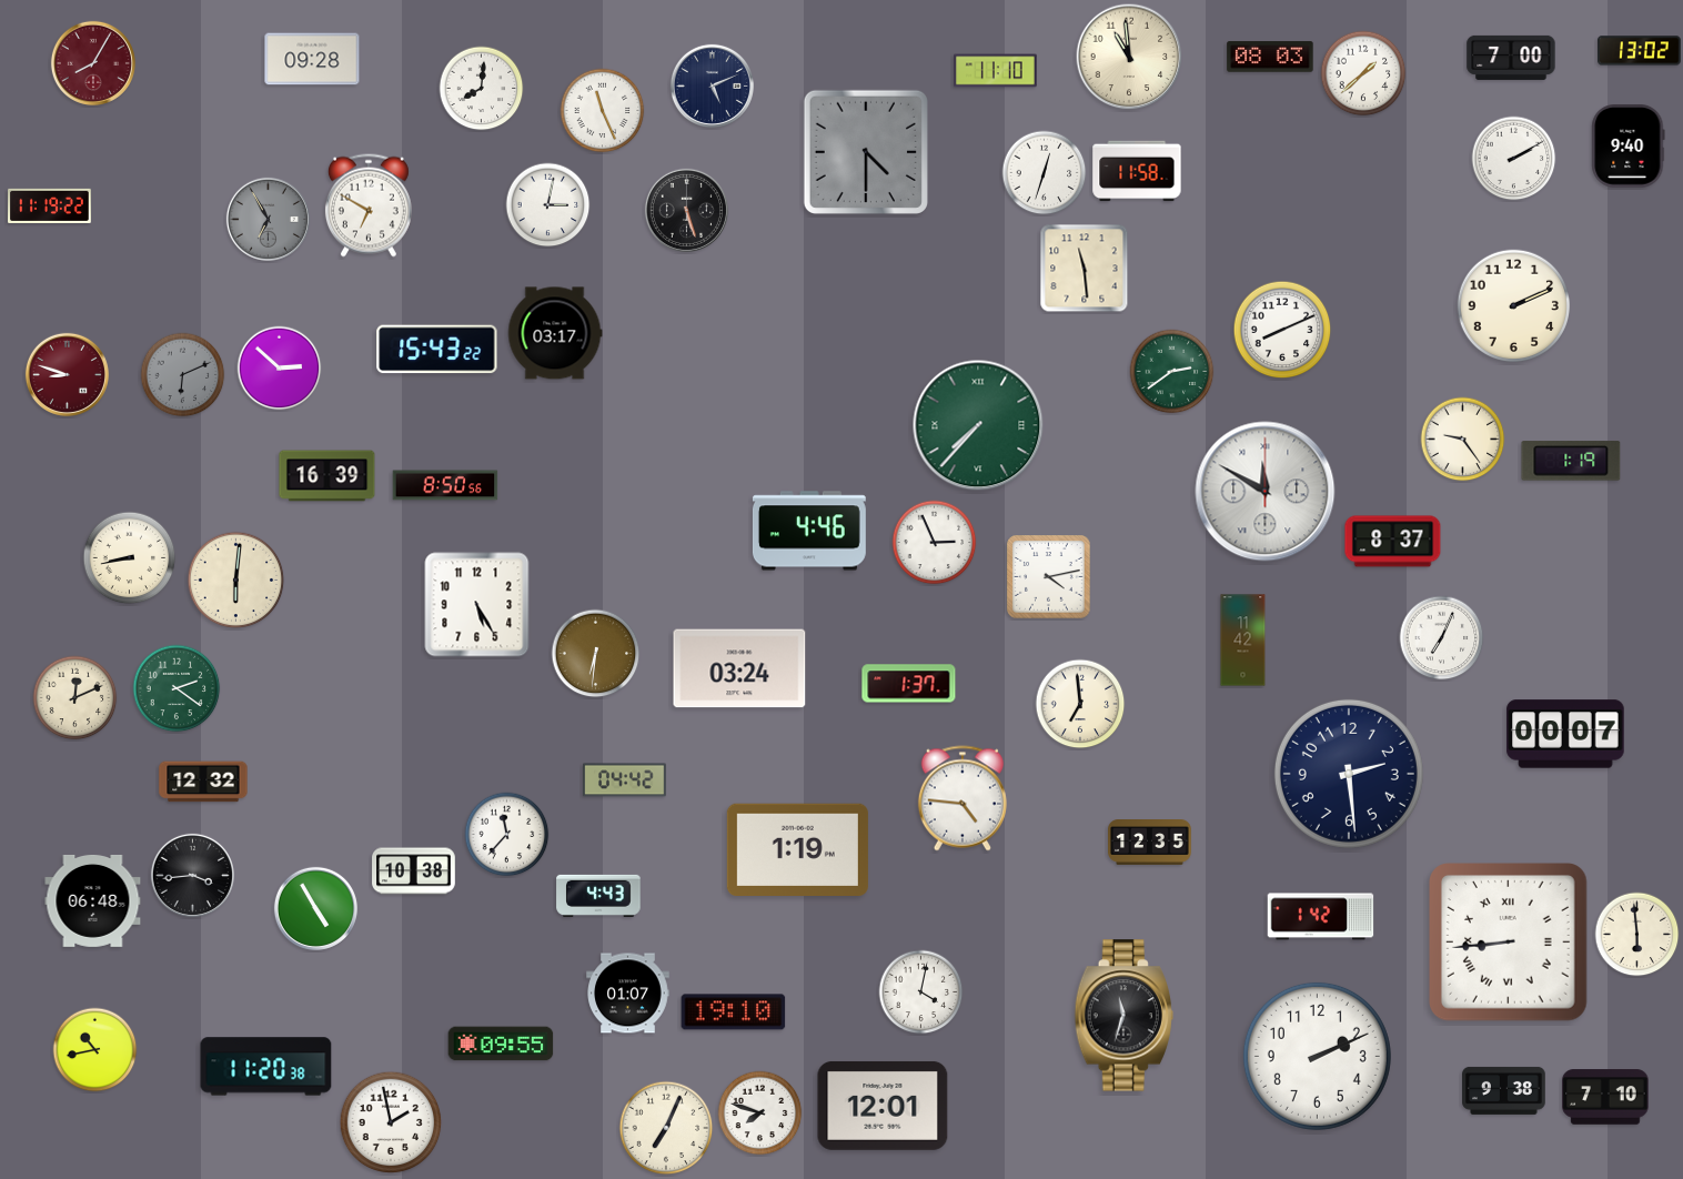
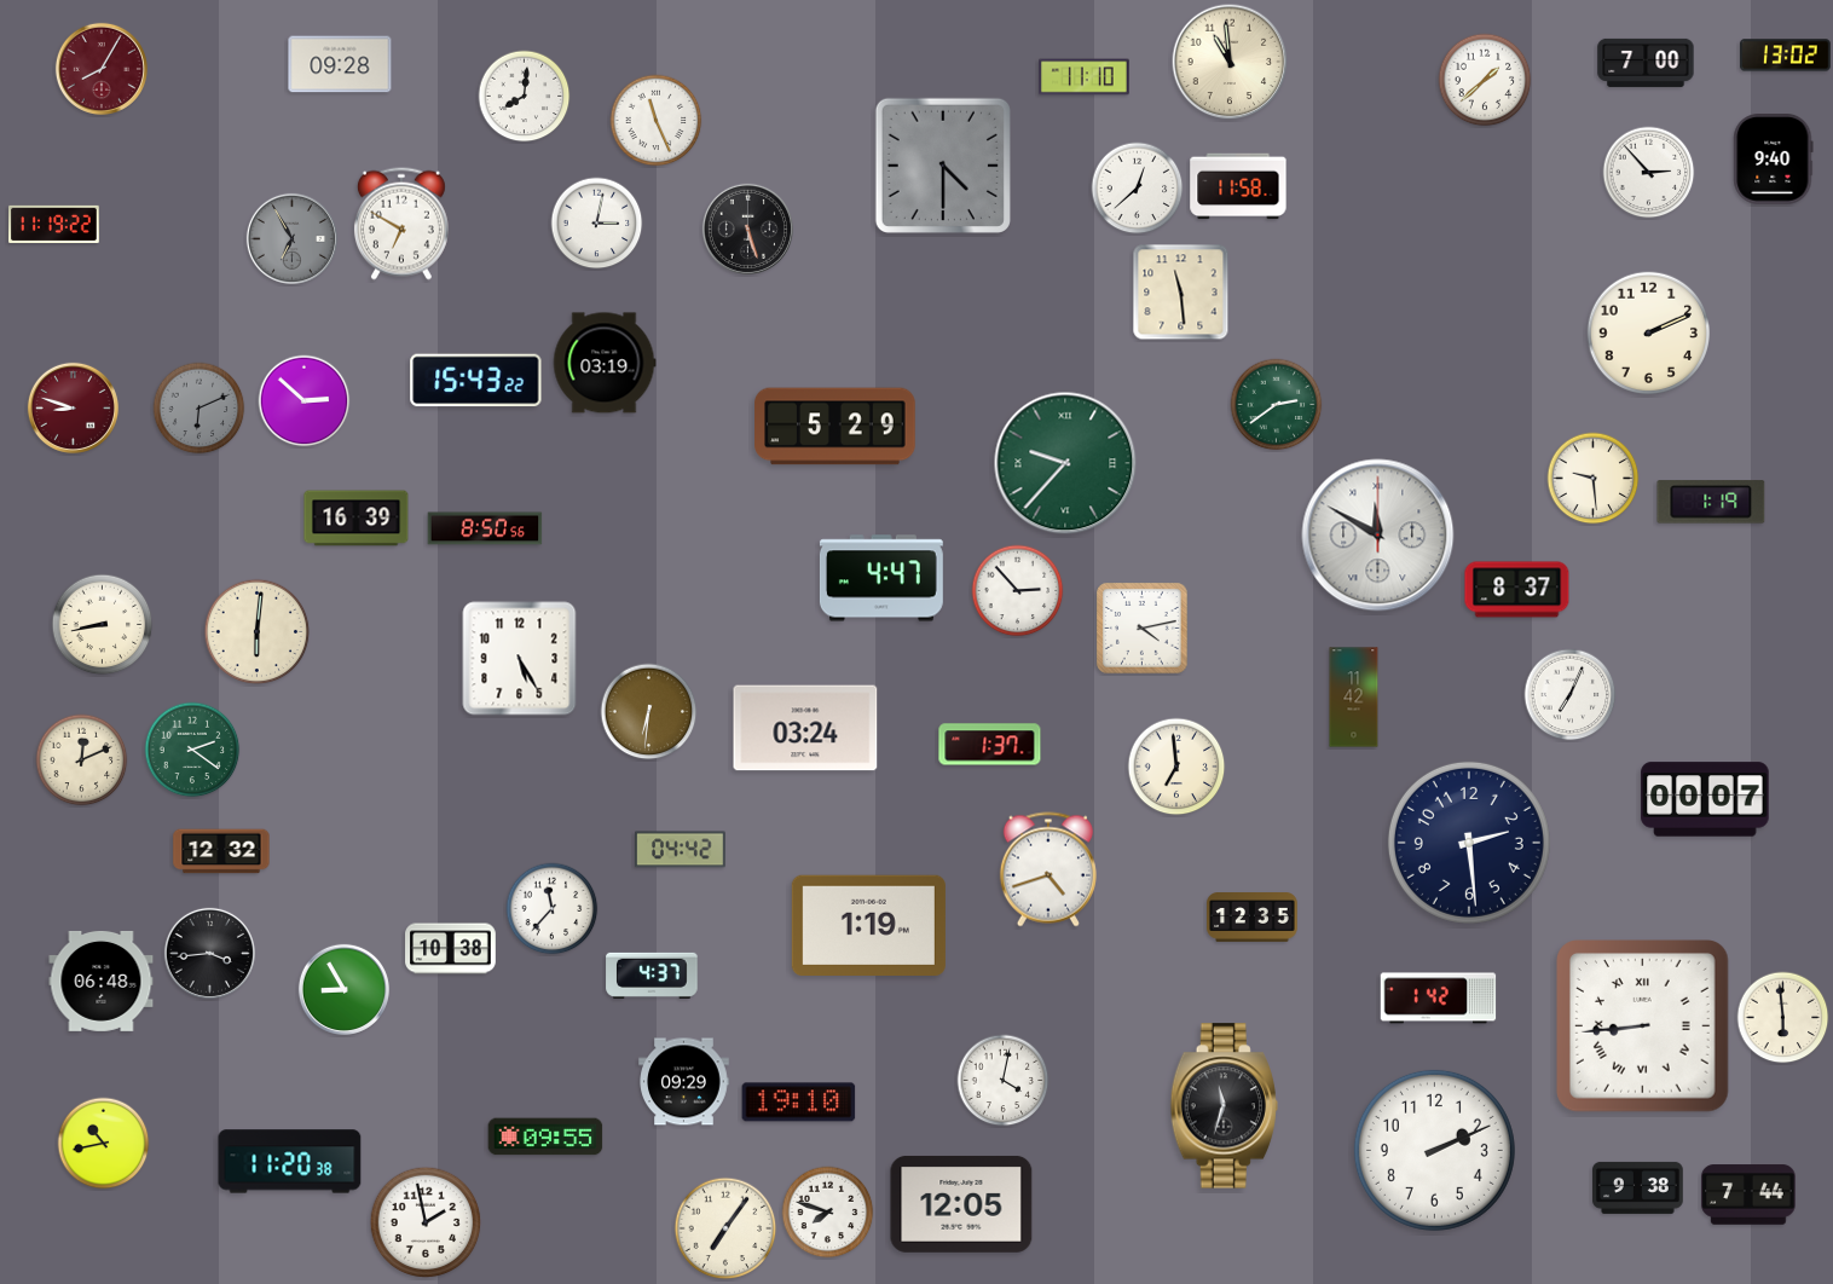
clock at (1270, 57): 08:03 -> none
clock at (712, 85): 5:11 -> none
clock at (1514, 159): 2:10 -> 2:53
clock at (1045, 173): 12:33 -> 12:38
clock at (1282, 330): 8:11 -> none
clock at (555, 333): 03:17 -> 03:19
clock at (835, 427): none -> 5:29
clock at (978, 425): 7:37 -> 9:37
clock at (1463, 440): 9:24 -> 9:29
clock at (809, 531): 4:46 -> 4:47
clock at (935, 543): 2:56 -> 2:53
clock at (130, 558) position: (130, 558) -> (103, 625)
clock at (963, 798): 4:46 -> 4:42
clock at (598, 896): 4:43 -> 4:37
clock at (315, 908): 4:55 -> 8:55
clock at (628, 994): 01:07 -> 09:29
clock at (1605, 1097): 7:10 -> 7:44
clock at (883, 1106): 12:01 -> 12:05
clock at (666, 1128): 7:04 -> 7:06
